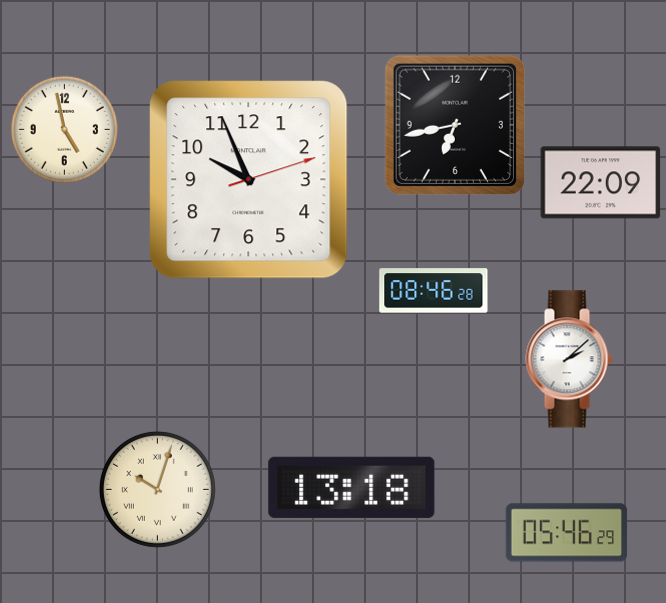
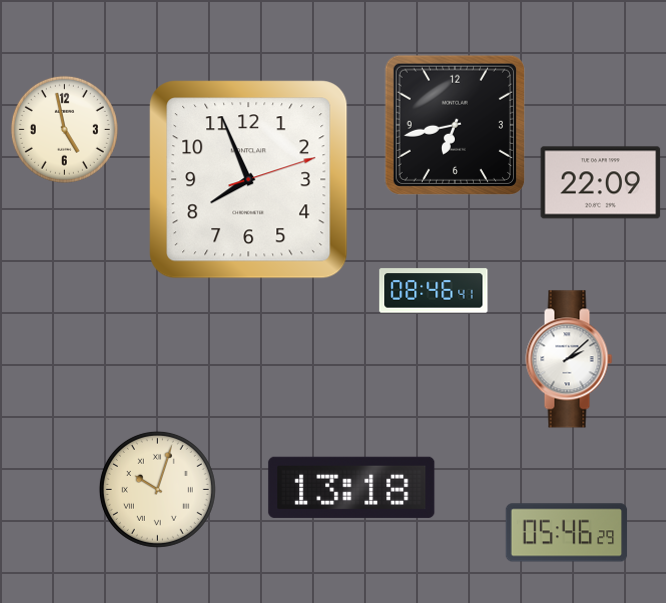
clock at (249, 180): 9:56 -> 7:56
clock at (434, 291): 08:46:28 -> 08:46:41
